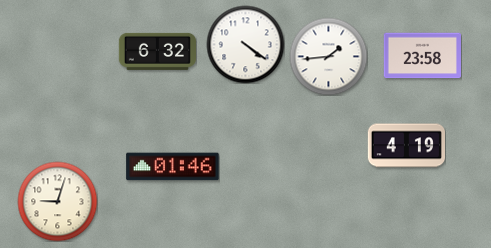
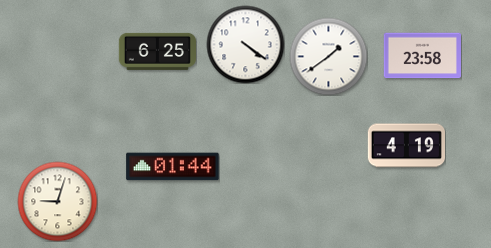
clock at (157, 51): 6:32 -> 6:25
clock at (328, 56): 1:44 -> 1:39
clock at (173, 167): 01:46 -> 01:44
